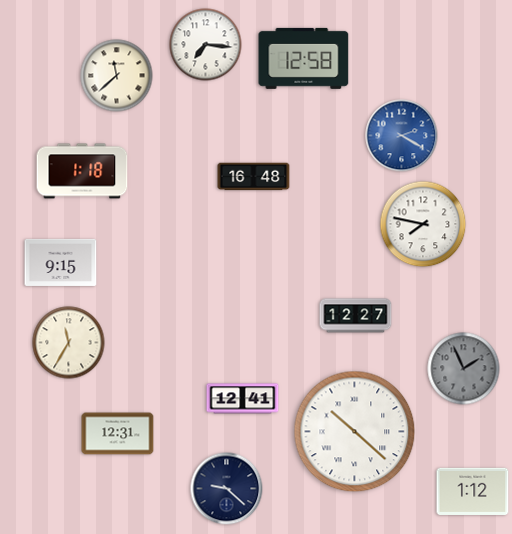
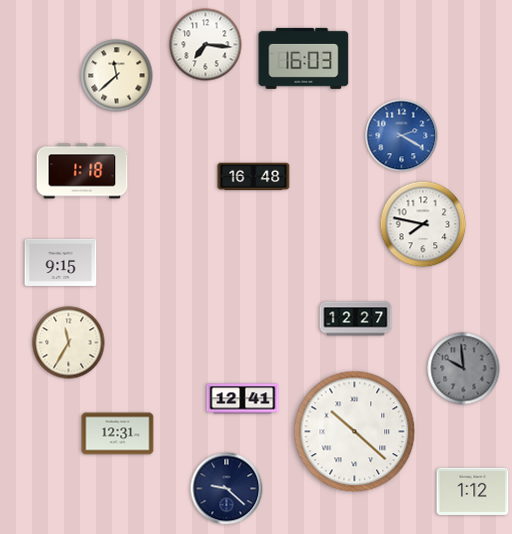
clock at (304, 58): 12:58 -> 16:03
clock at (356, 316) position: (356, 316) -> (356, 319)
clock at (464, 369): 1:56 -> 9:59
